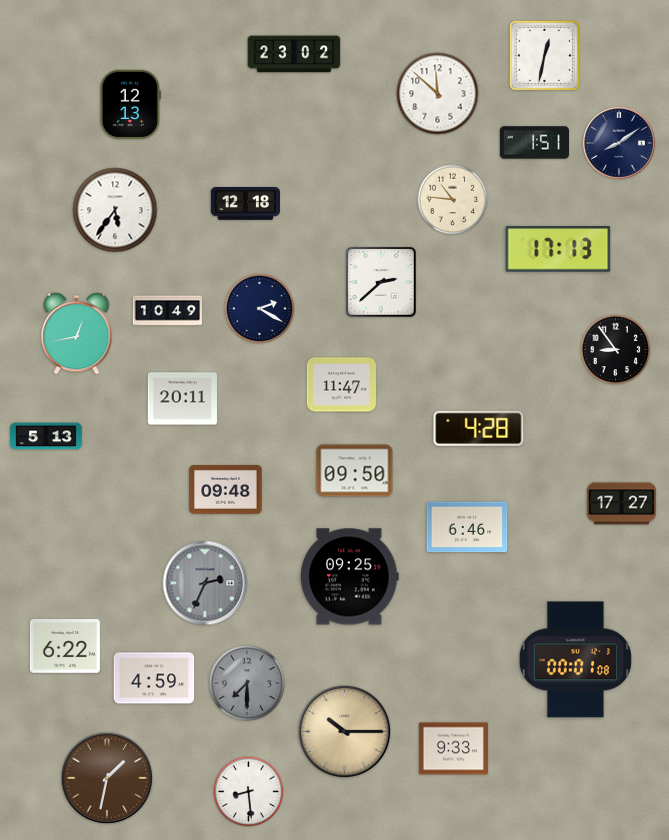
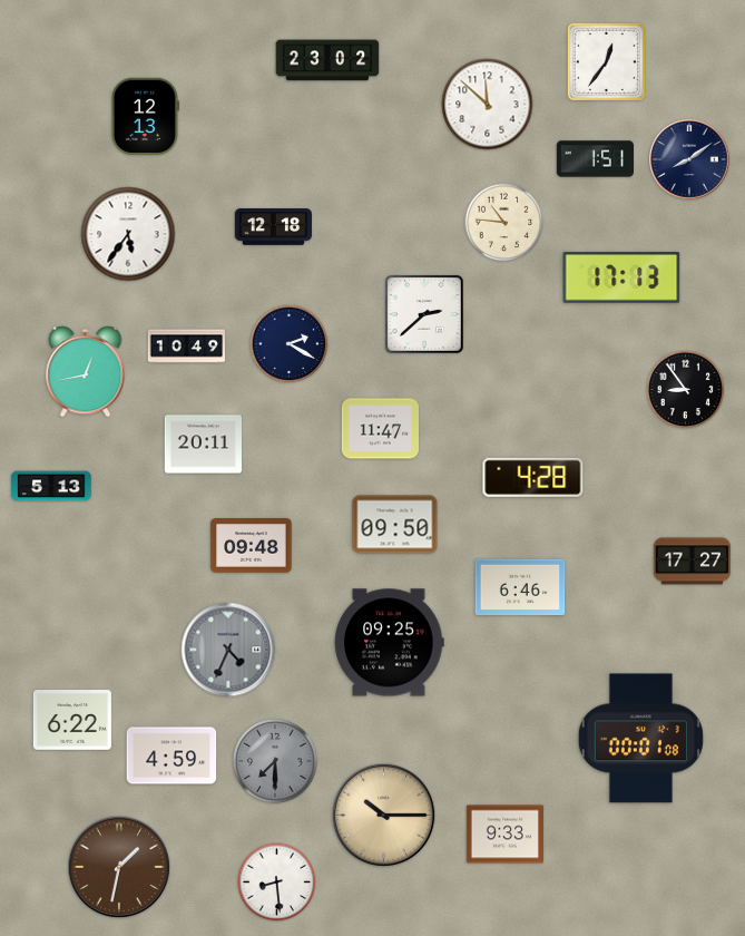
clock at (544, 55): 12:32 -> 12:36
clock at (205, 583): 2:34 -> 4:34
clock at (575, 660) position: (575, 660) -> (640, 739)
